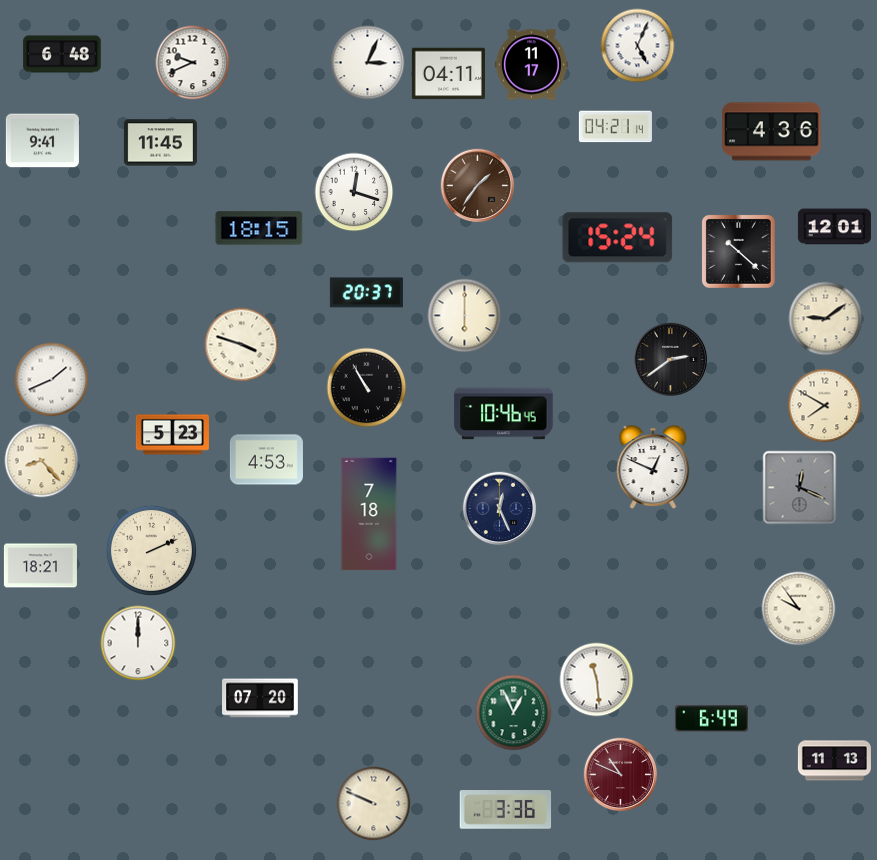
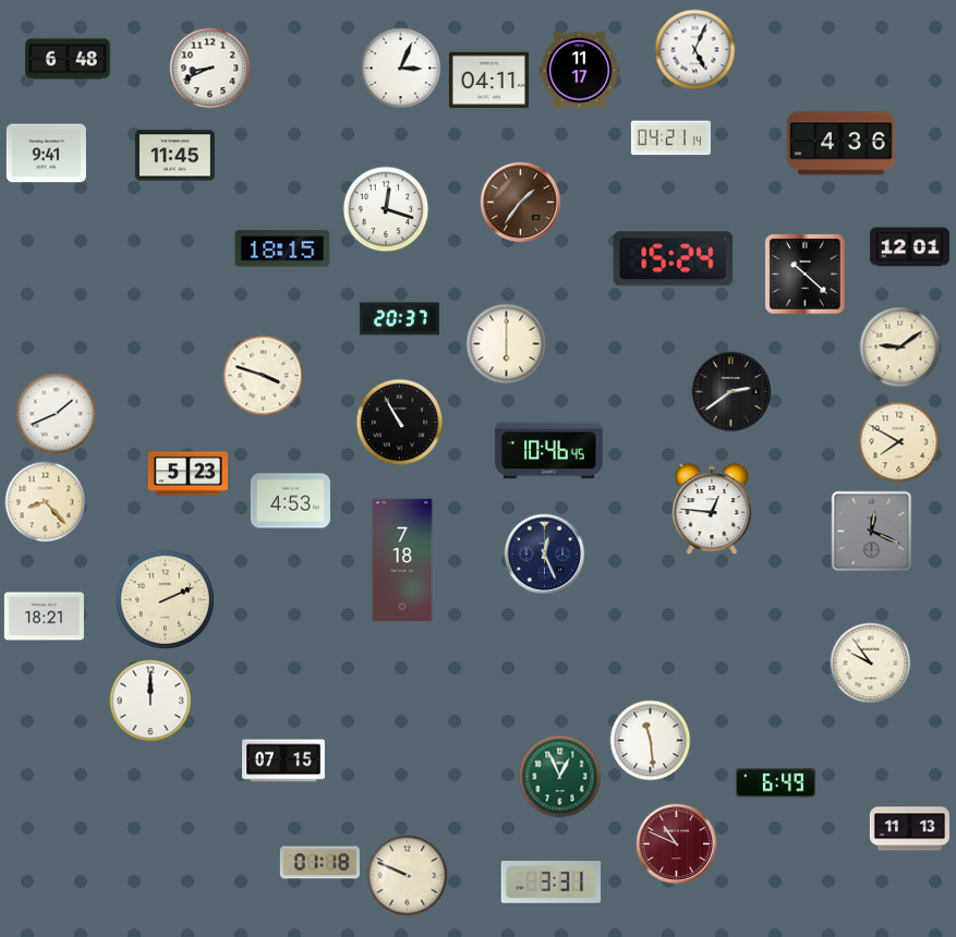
clock at (193, 63): 9:41 -> 8:41
clock at (653, 467): 12:49 -> 12:46
clock at (260, 698): 07:20 -> 07:15
clock at (319, 863): none -> 01:18
clock at (506, 810): 3:36 -> 3:31
